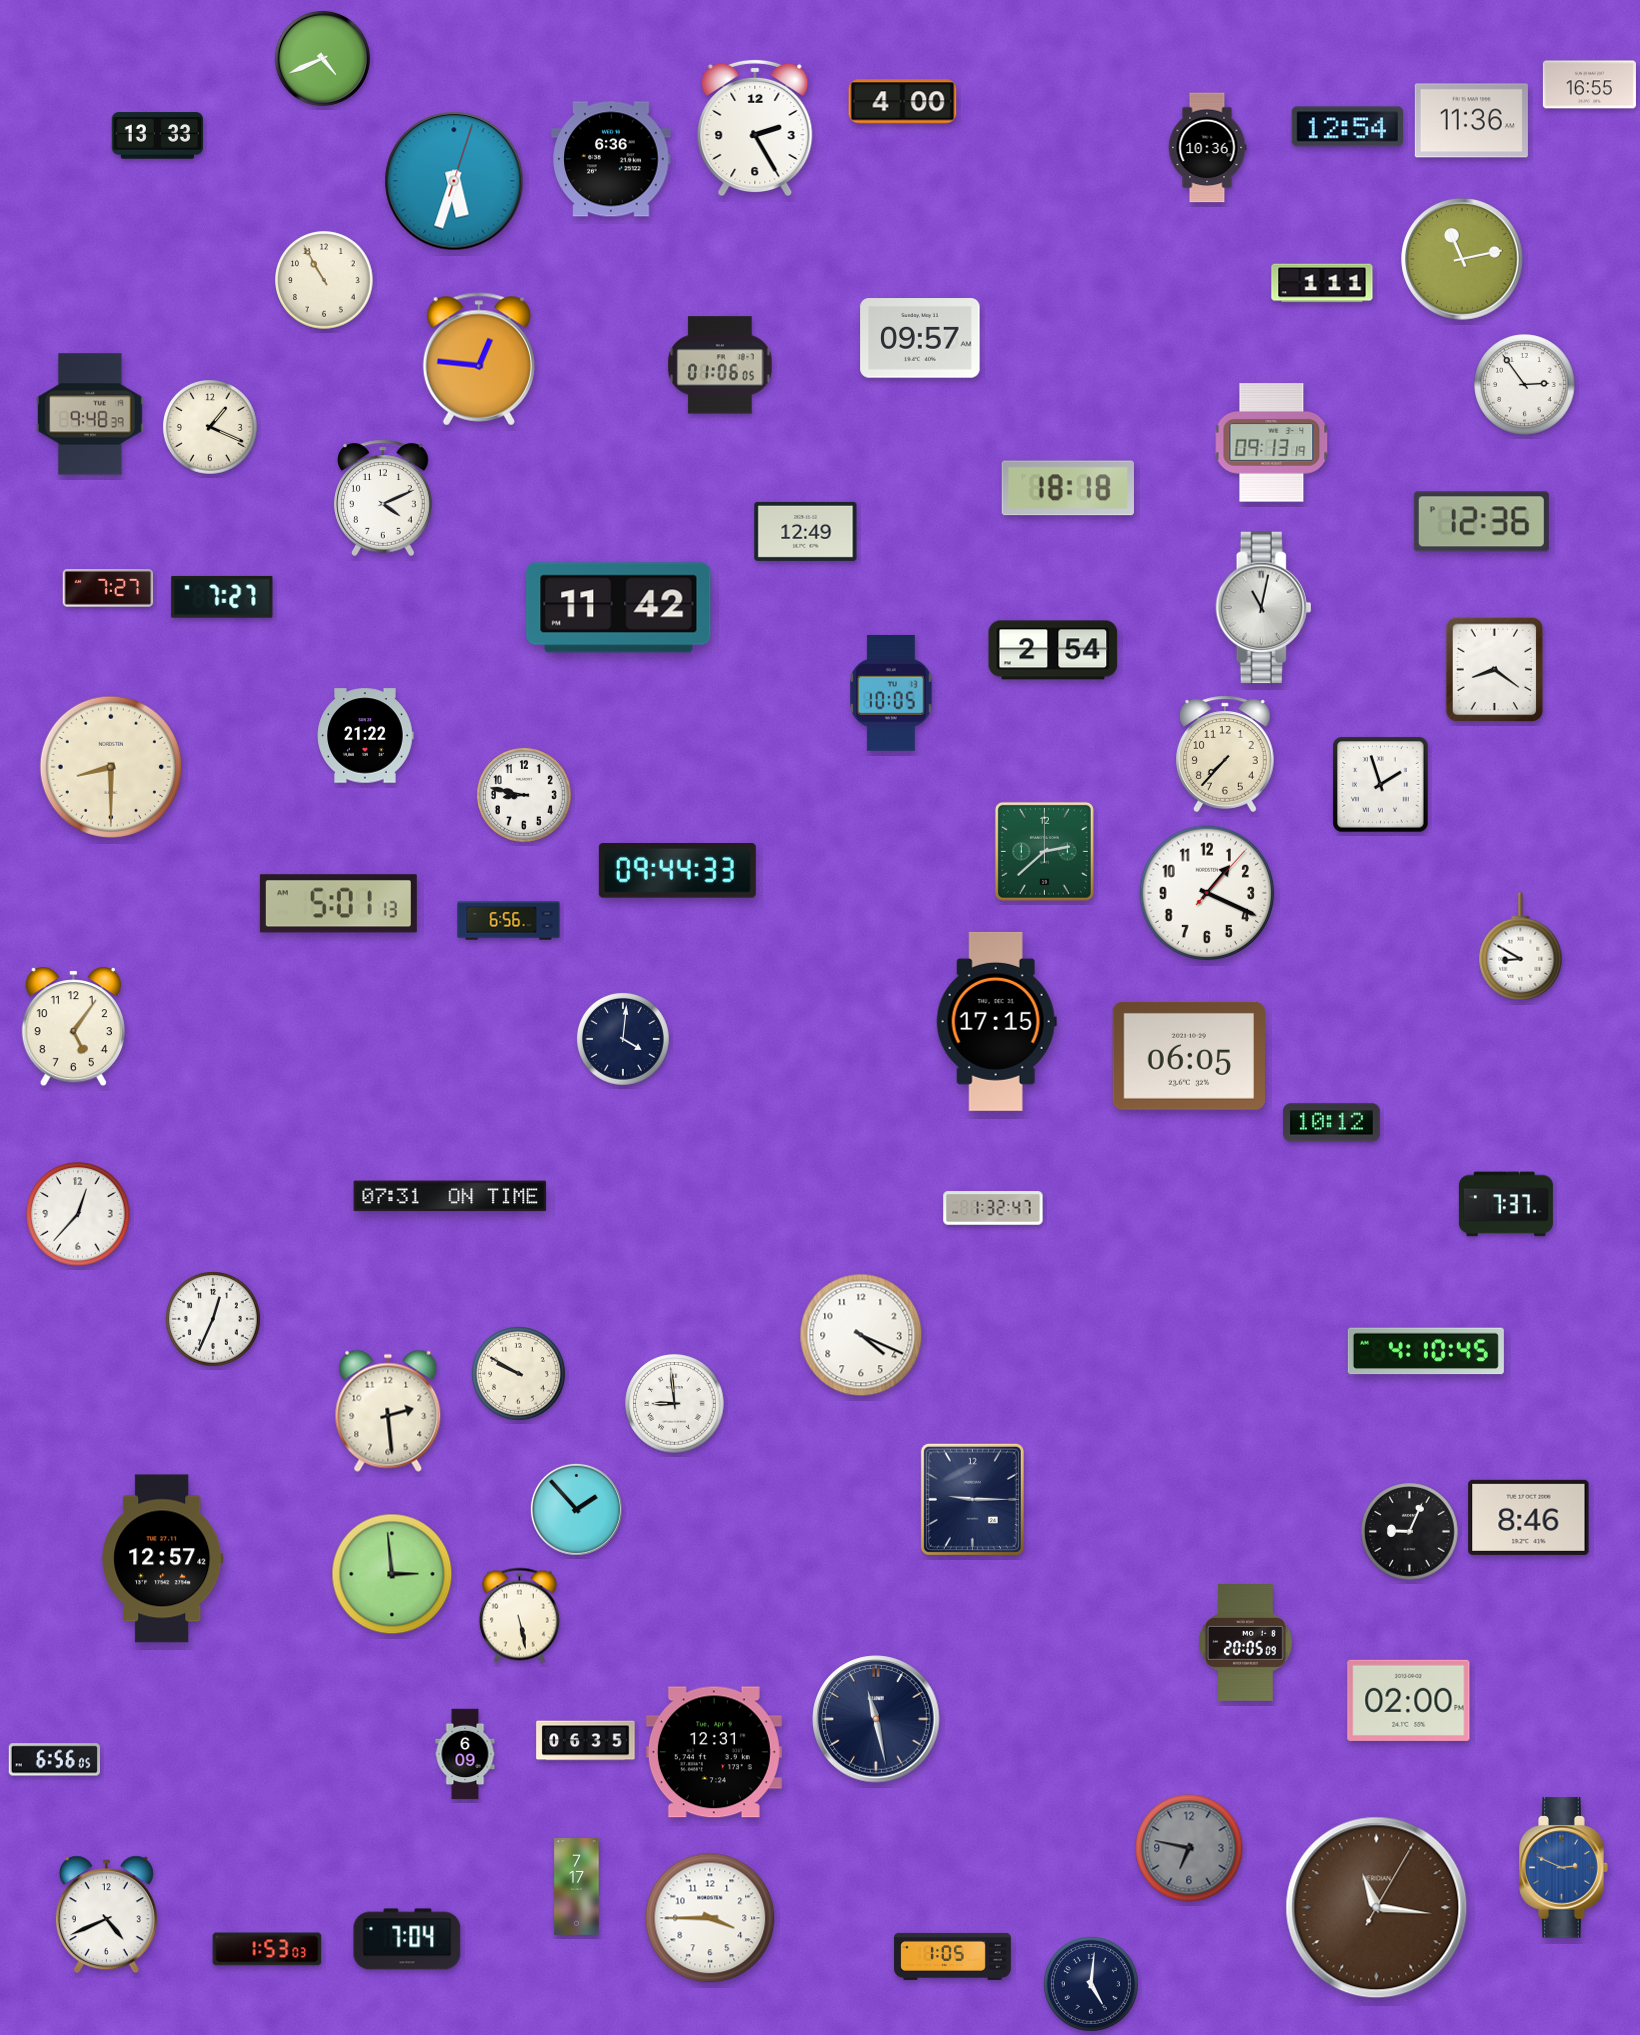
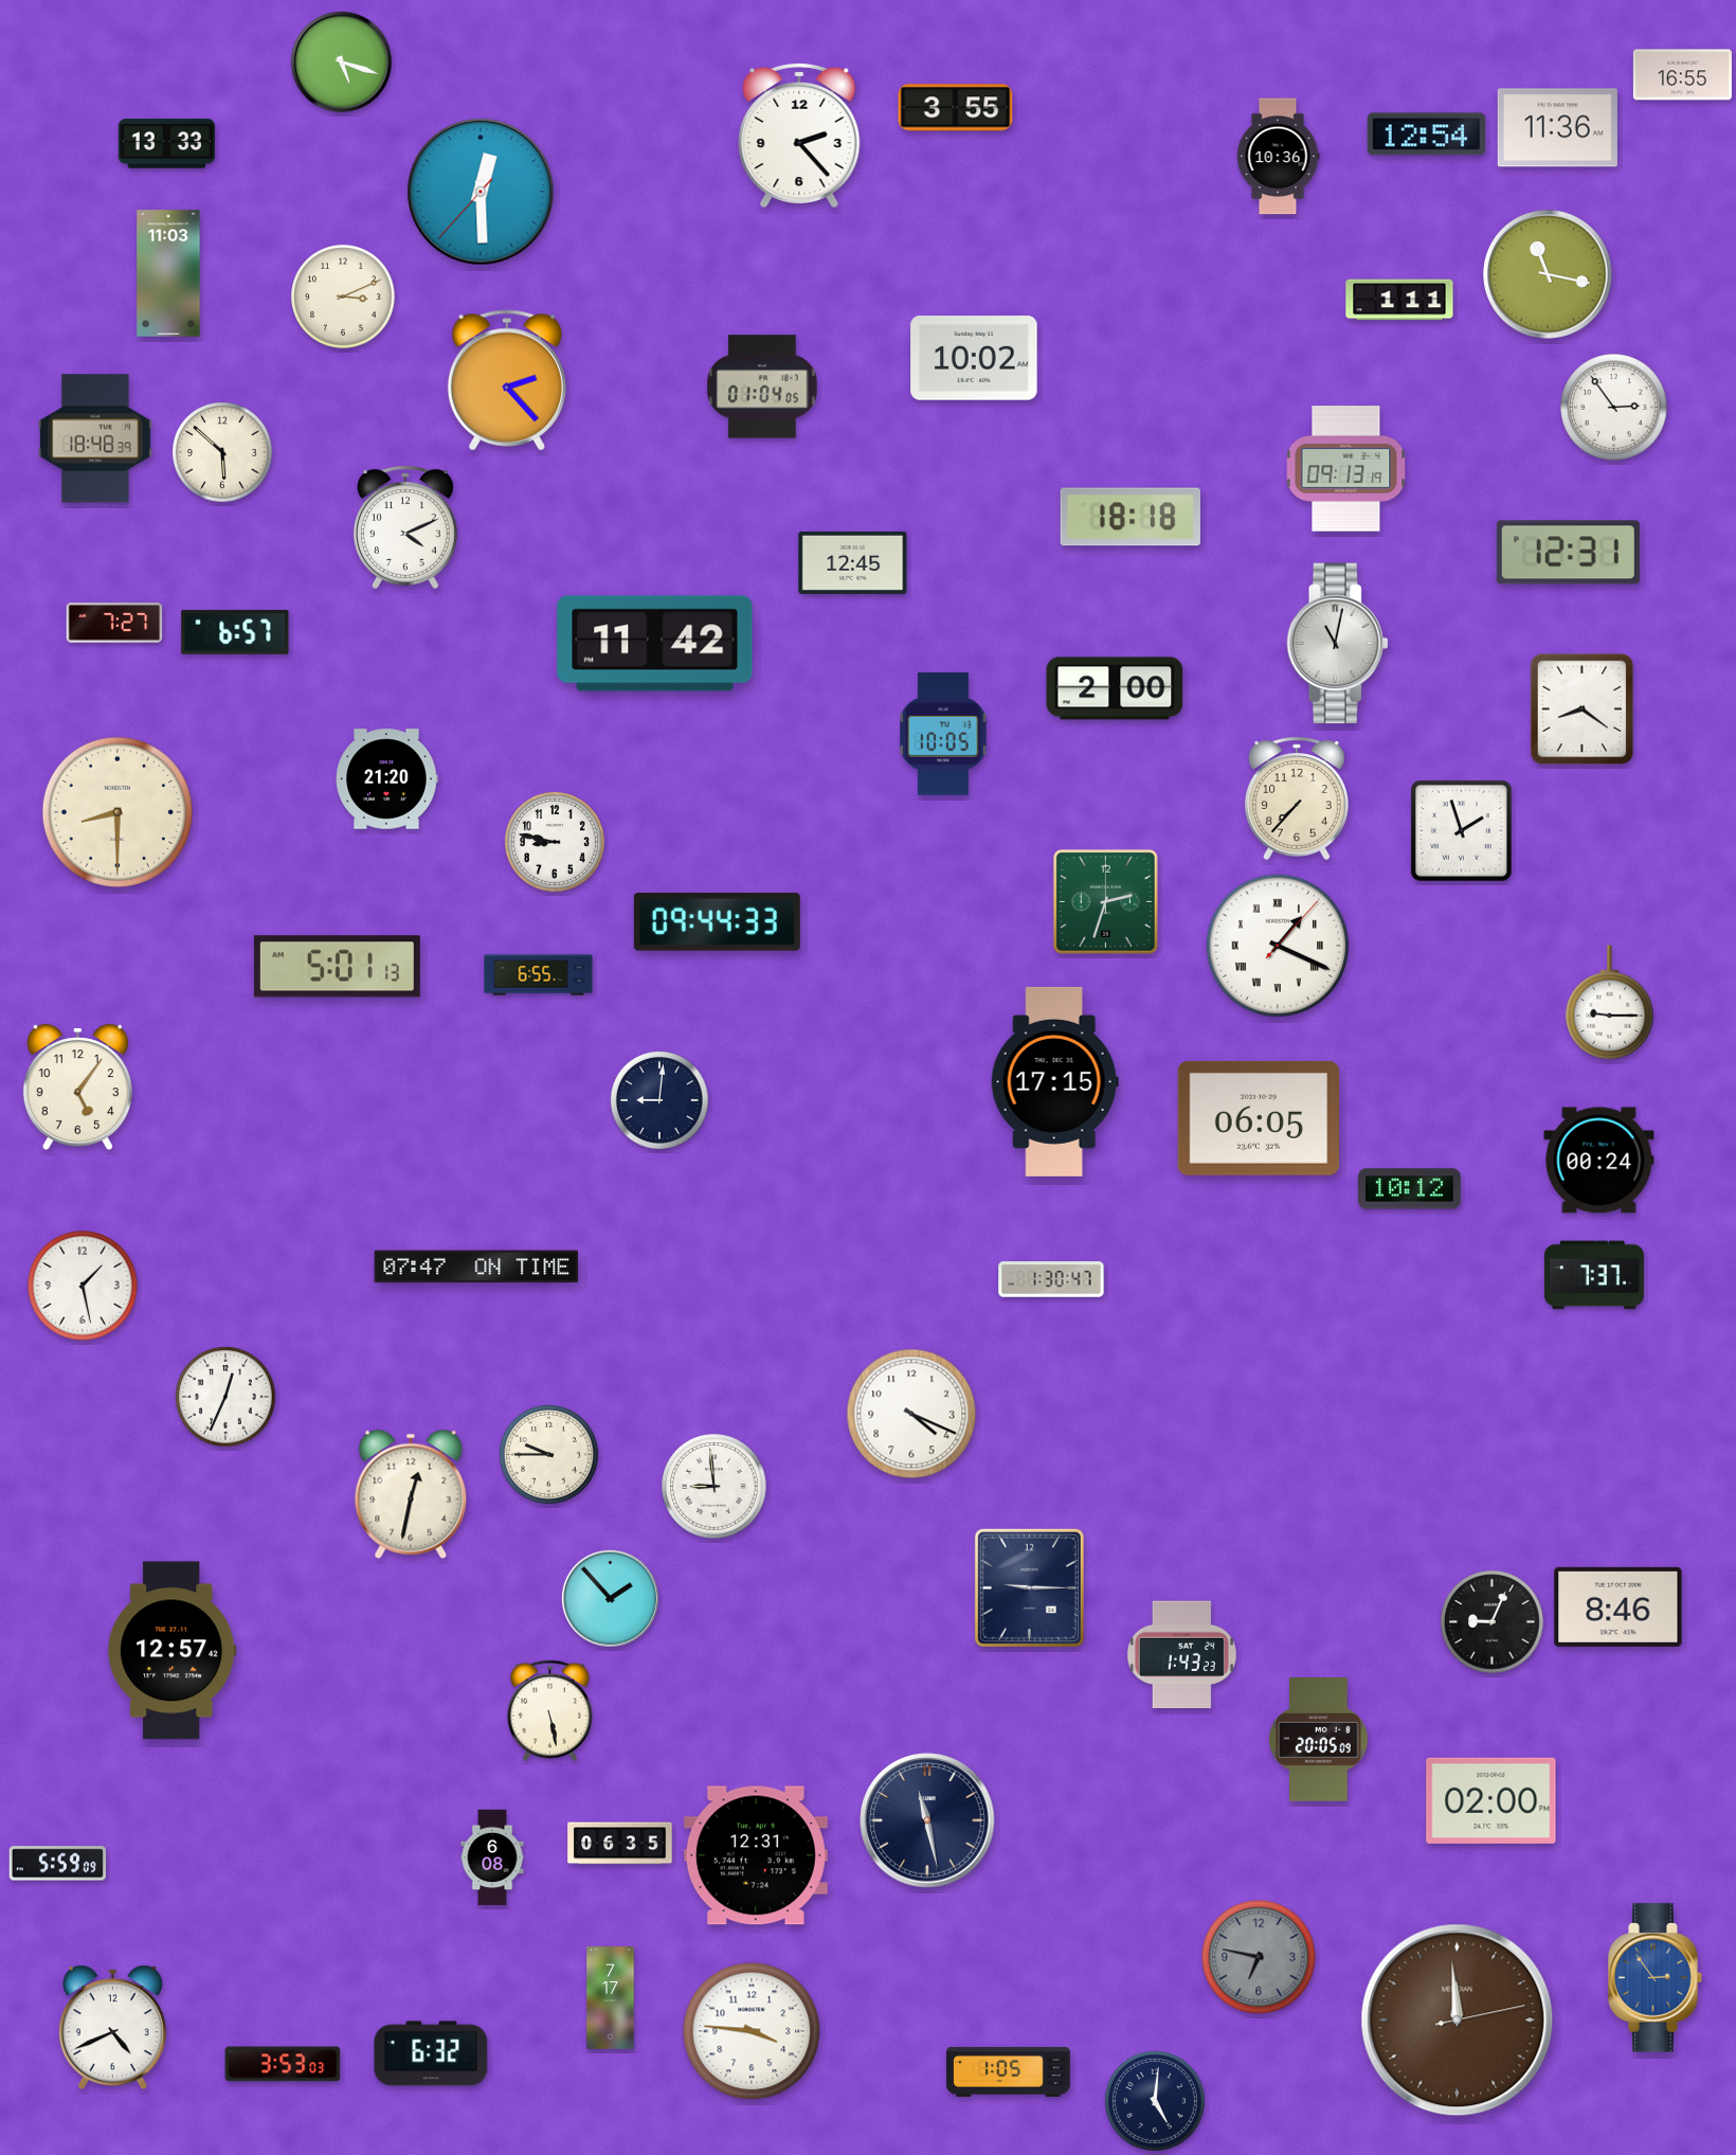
clock at (322, 58): 4:41 -> 5:18
clock at (1589, 85) position: (1589, 85) -> (1682, 75)
clock at (903, 102): 4:00 -> 3:55
clock at (755, 127): 2:25 -> 2:23
clock at (611, 159): 6:36 -> none
clock at (454, 181): 5:33 -> 12:29
clock at (168, 273): none -> 11:03
clock at (1462, 259): 11:13 -> 11:17
clock at (324, 280): 10:55 -> 3:11
clock at (920, 338): 09:57 -> 10:02
clock at (478, 359): 12:46 -> 2:23
clock at (720, 365): 01:06 -> 01:04
clock at (90, 414): 9:48 -> 18:48
clock at (211, 428): 1:19 -> 5:52
clock at (1481, 522): 12:36 -> 12:31
clock at (806, 531): 12:49 -> 12:45
clock at (222, 597): 7:27 -> 6:57
clock at (1053, 650): 2:54 -> 2:00
clock at (365, 736): 21:22 -> 21:20
clock at (1044, 851): 2:38 -> 2:33
clock at (1207, 893) numerals: Arabic -> Roman
clock at (338, 904) position: (338, 904) -> (337, 967)
clock at (509, 921): 6:56 -> 6:55
clock at (1521, 947): 8:50 -> 9:15
clock at (623, 1039): 4:01 -> 9:01
clock at (1599, 1161): none -> 00:24
clock at (450, 1196): 07:31 -> 07:47
clock at (993, 1208): 1:32 -> 1:30
clock at (78, 1214): 12:37 -> 1:28
clock at (1426, 1351): 4:10 -> none
clock at (518, 1373): 9:50 -> 9:45
clock at (388, 1411): 2:29 -> 12:32
clock at (1181, 1655): none -> 1:43
clock at (392, 1574): 2:59 -> none
clock at (465, 1754): 6:09 -> 6:08
clock at (54, 1760): 6:56 -> 5:59
clock at (1564, 1868): 2:49 -> 2:54
clock at (1377, 1908): 11:16 -> 11:59
clock at (710, 1918): 3:45 -> 3:46
clock at (407, 1939): 7:04 -> 6:32
clock at (267, 1949): 1:53 -> 3:53
